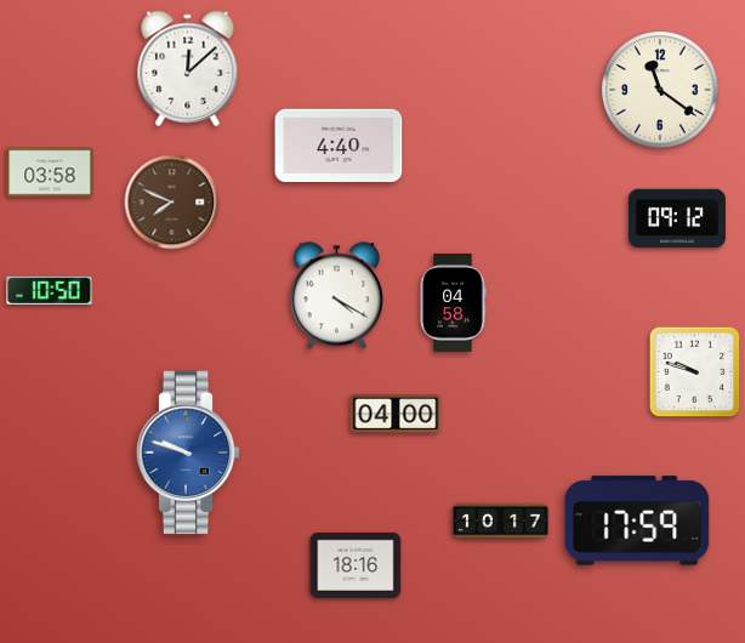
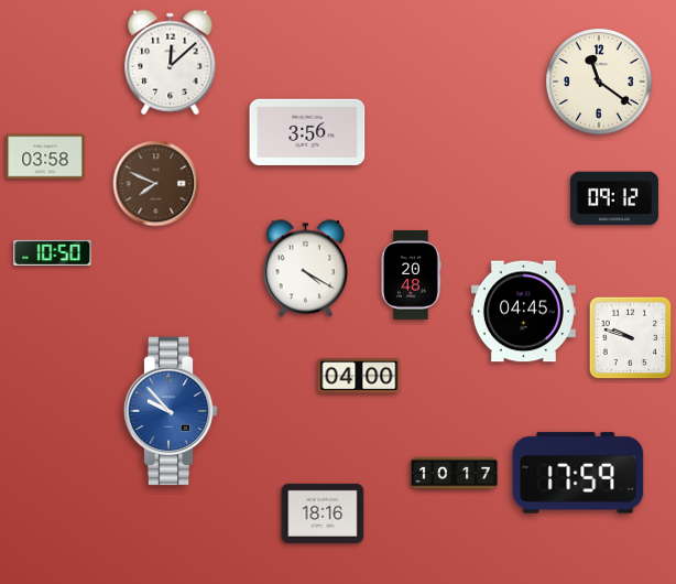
clock at (339, 146): 4:40 -> 3:56
clock at (50, 290) position: (50, 290) -> (53, 252)
clock at (453, 302): 04:58 -> 20:48
clock at (523, 312): none -> 04:45
clock at (188, 453): 9:48 -> 9:53
